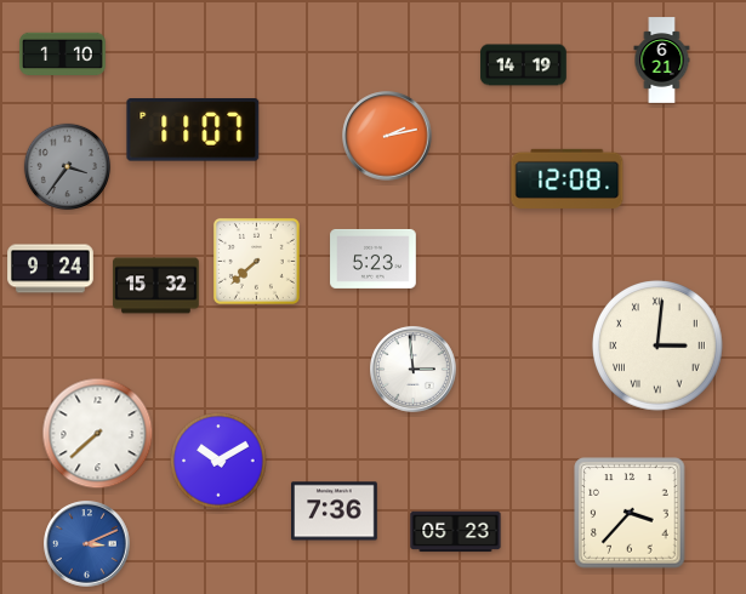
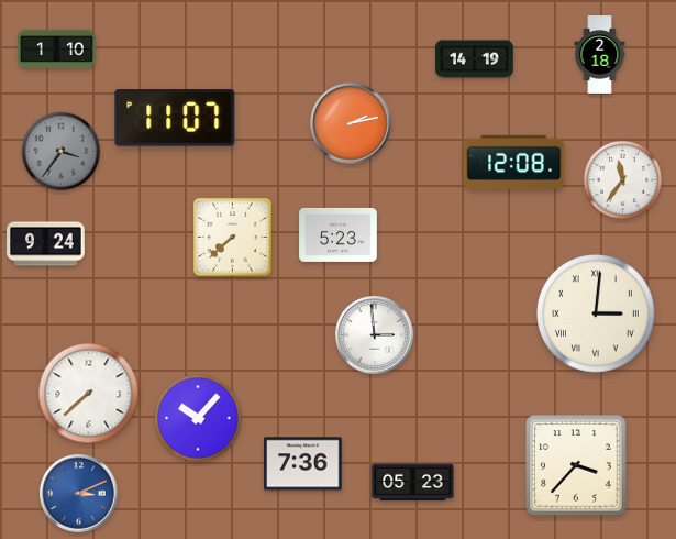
clock at (662, 61): 6:21 -> 2:18
clock at (623, 180): none -> 11:36
clock at (156, 286): 15:32 -> none
clock at (218, 461): 10:10 -> 10:07
clock at (630, 513) position: (630, 513) -> (576, 465)
